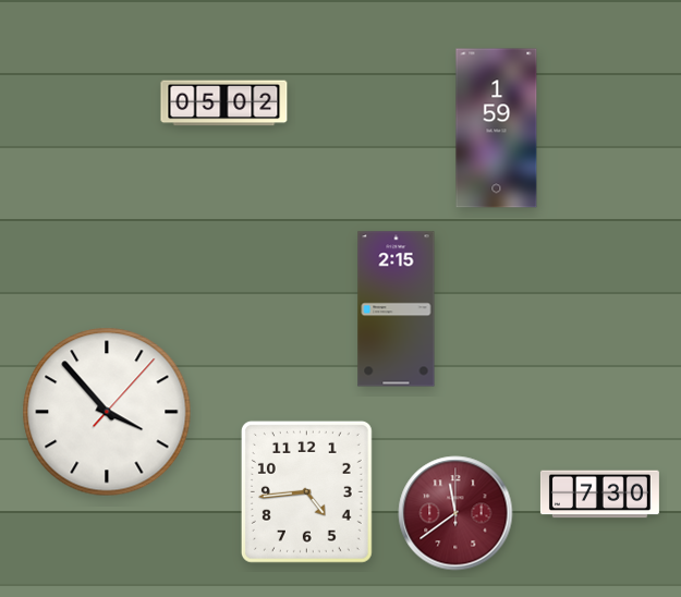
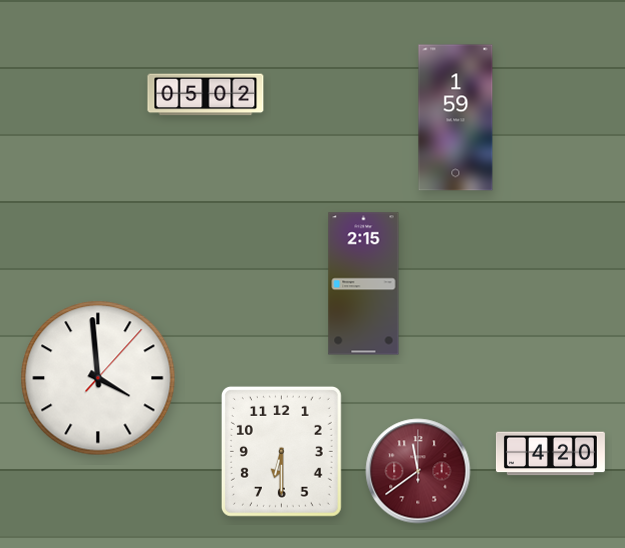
clock at (107, 412): 3:53 -> 3:59
clock at (306, 491): 4:44 -> 6:30
clock at (599, 495): 7:30 -> 4:20
